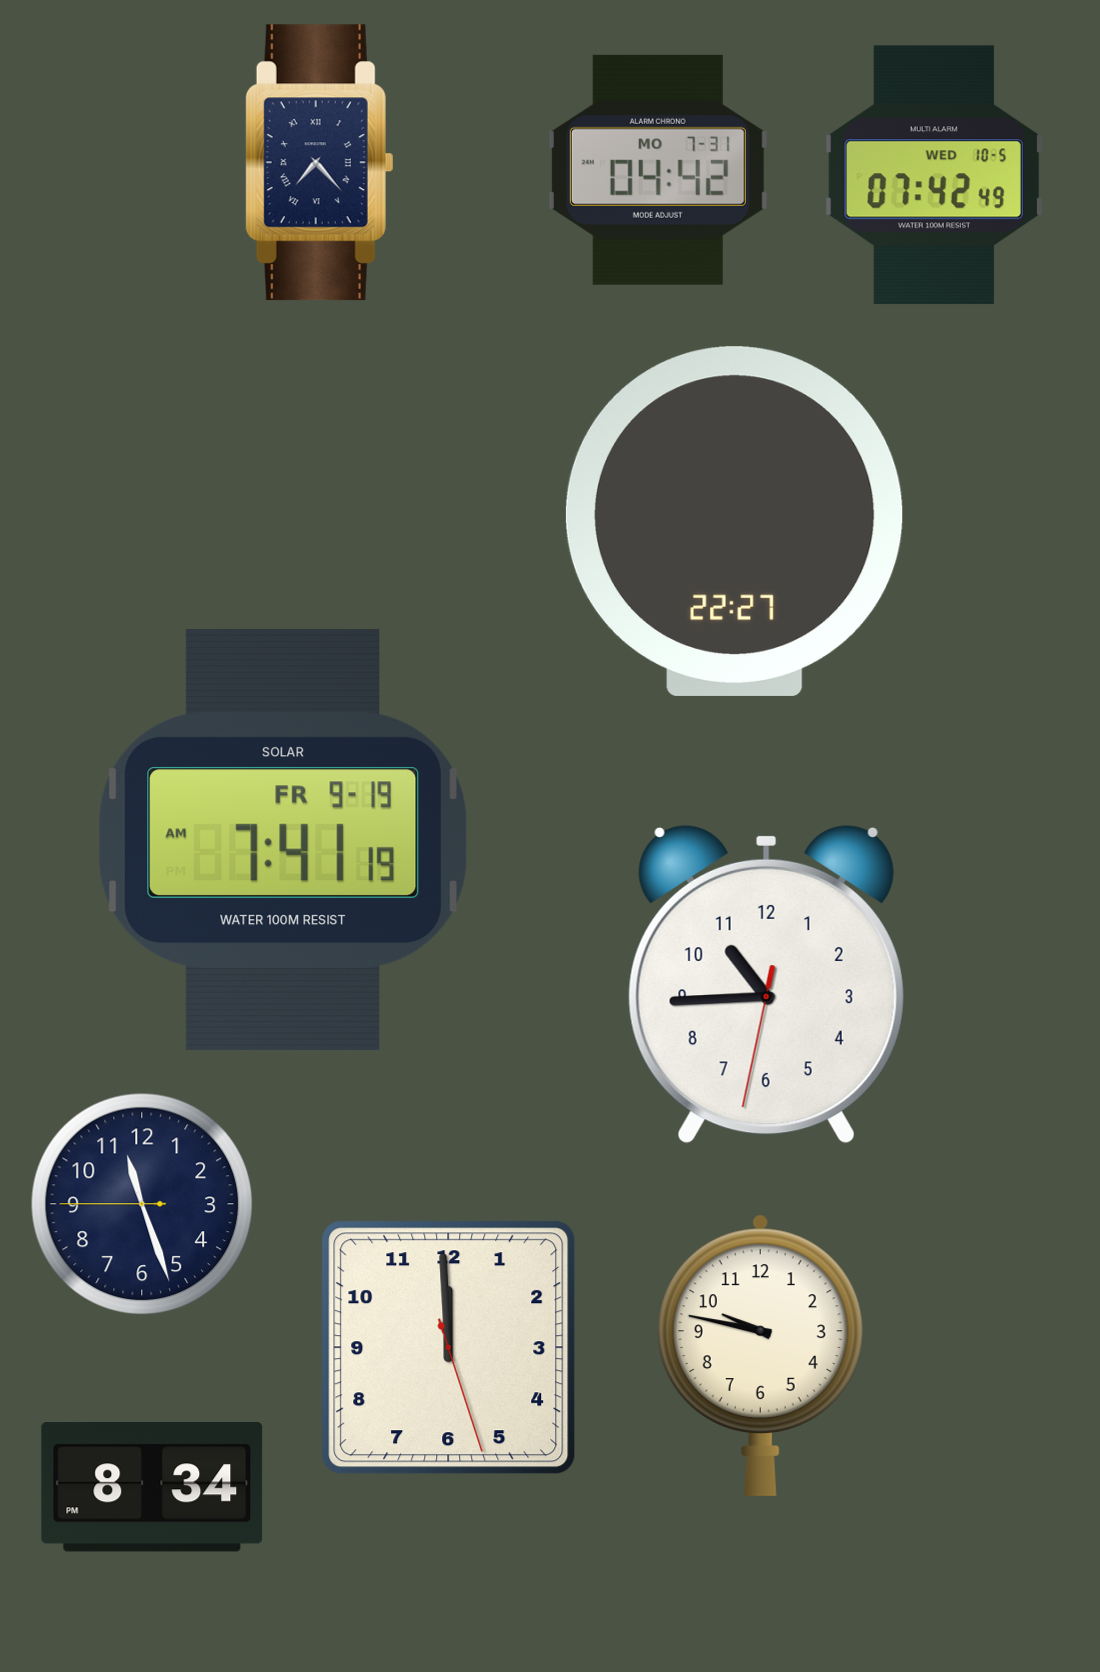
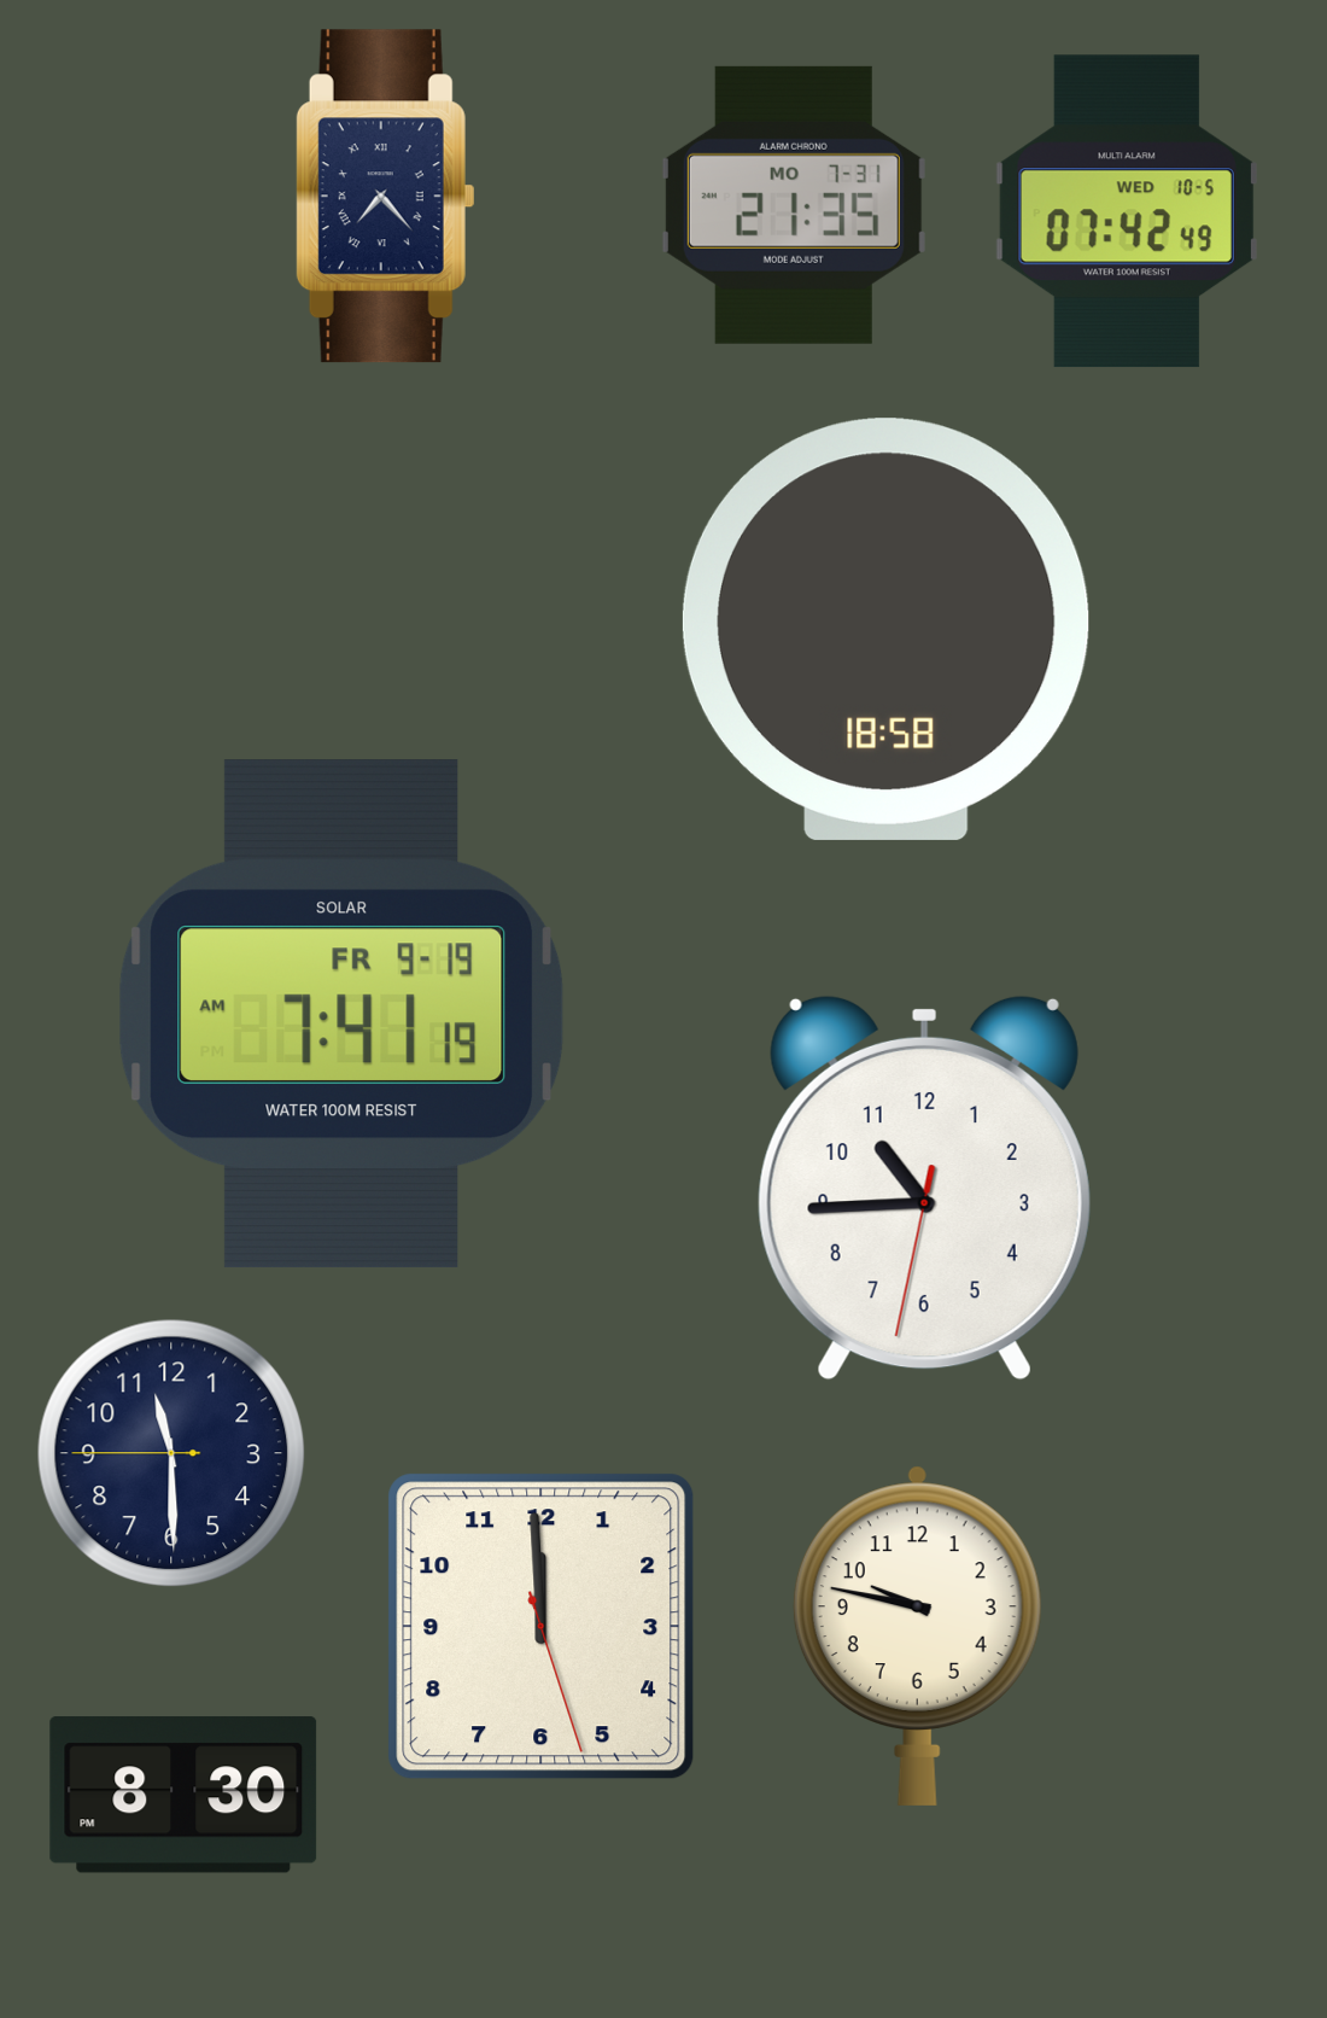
clock at (658, 170): 04:42 -> 21:35
clock at (734, 521): 22:27 -> 18:58
clock at (142, 1204): 11:26 -> 11:29
clock at (152, 1487): 8:34 -> 8:30
